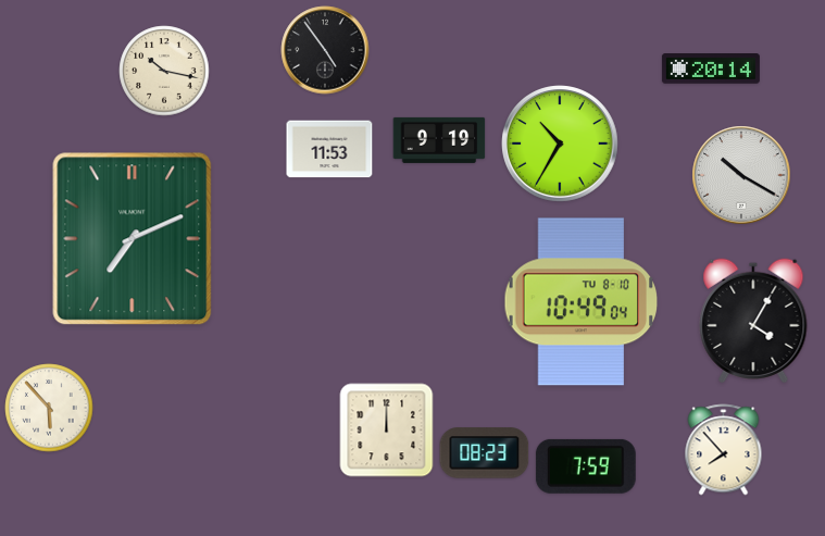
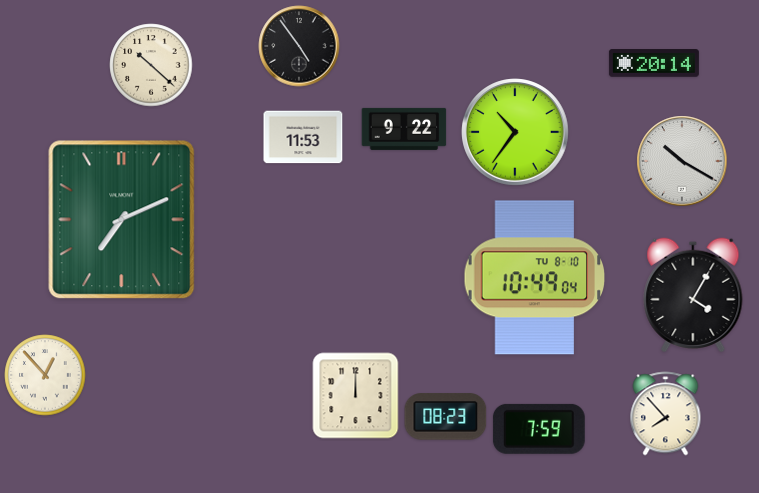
clock at (164, 71): 10:17 -> 10:22
clock at (439, 140): 9:19 -> 9:22
clock at (560, 144): 10:35 -> 10:36
clock at (49, 408): 5:53 -> 12:53
